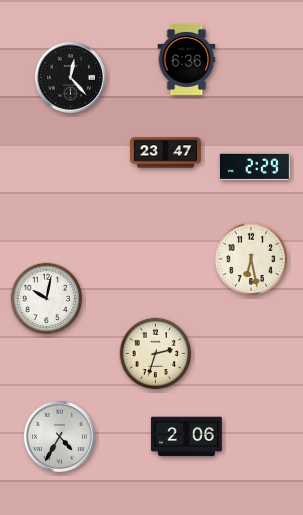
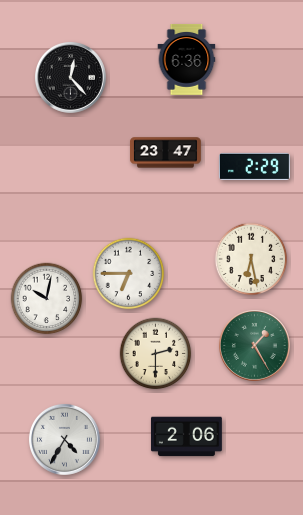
clock at (129, 274): none -> 6:45
clock at (254, 345): none -> 1:25
clock at (156, 354): 2:33 -> 2:30
clock at (59, 436) position: (59, 436) -> (64, 439)
